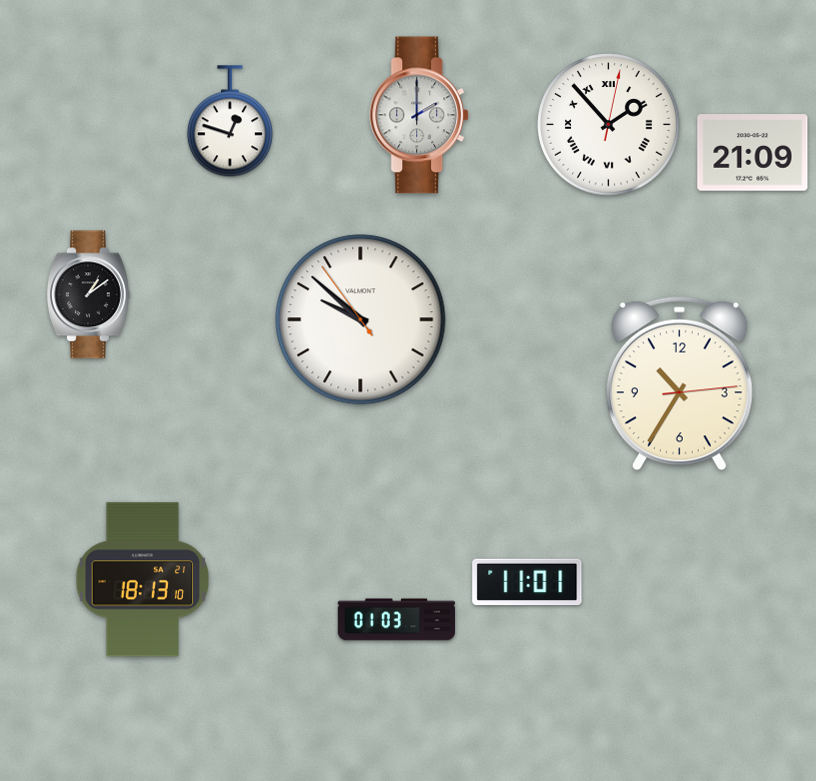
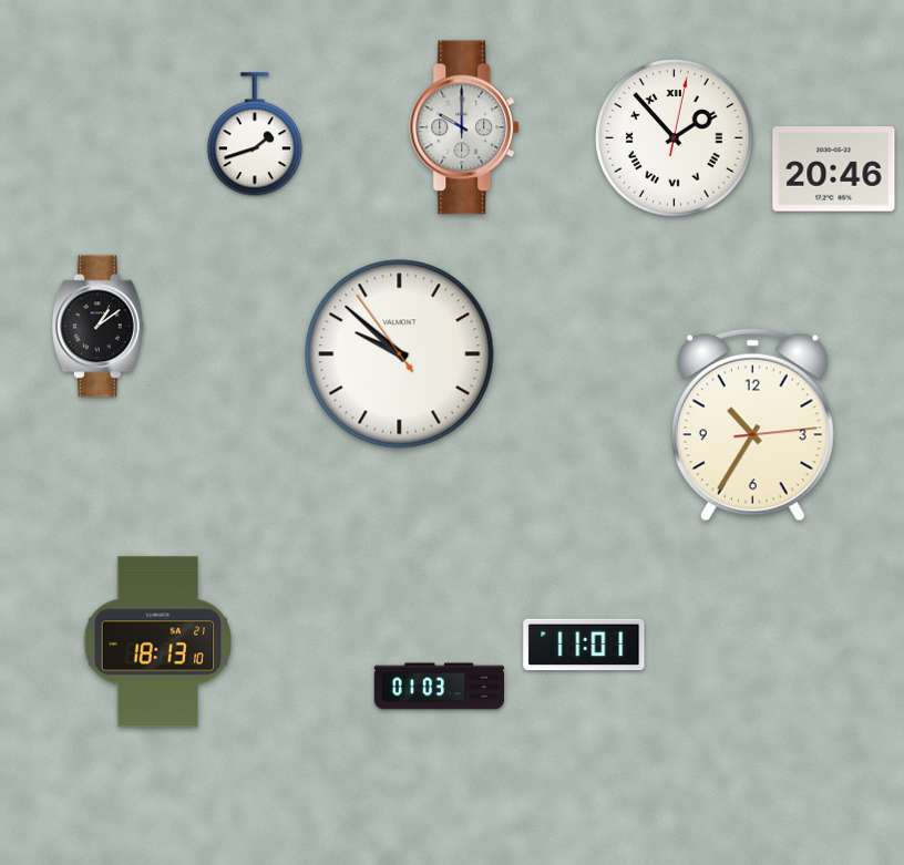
clock at (420, 115): 2:00 -> 10:00
clock at (230, 122): 12:48 -> 1:42
clock at (753, 153): 21:09 -> 20:46
